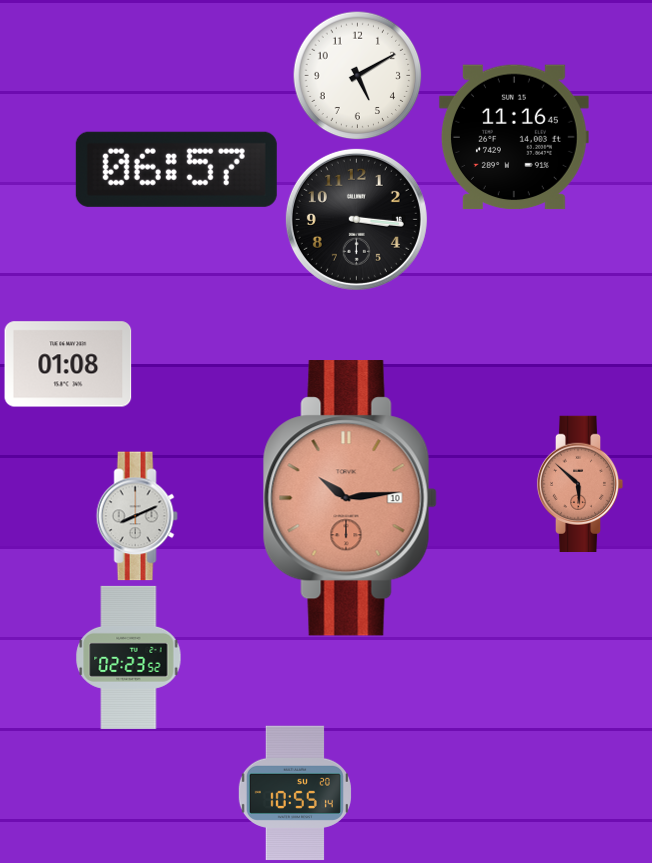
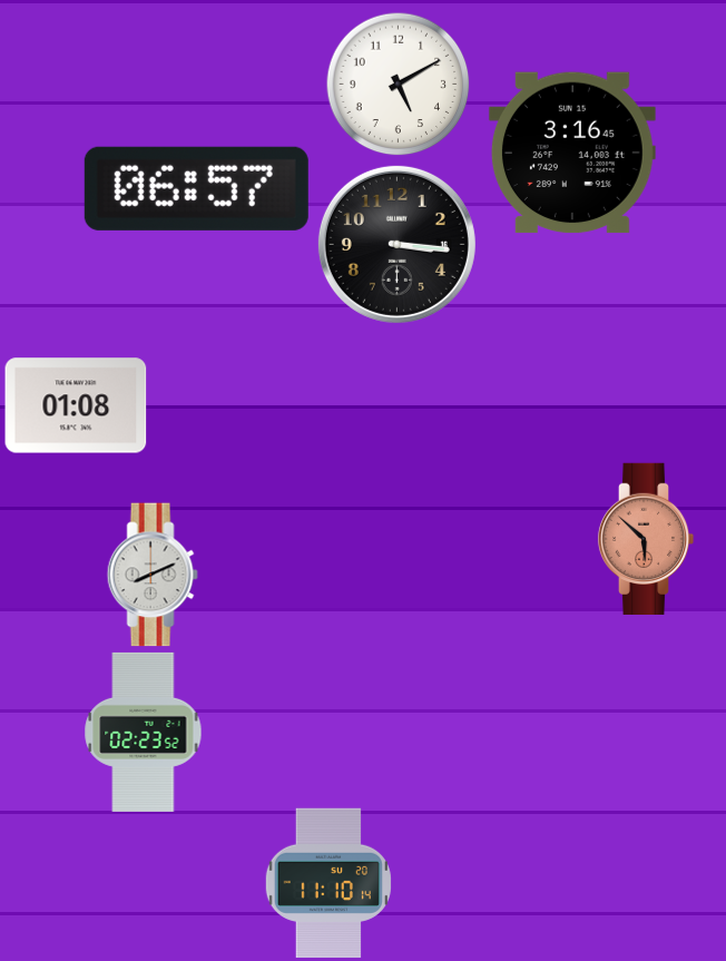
clock at (514, 137): 11:16 -> 3:16
clock at (350, 498): 10:14 -> none
clock at (295, 793): 10:55 -> 11:10
